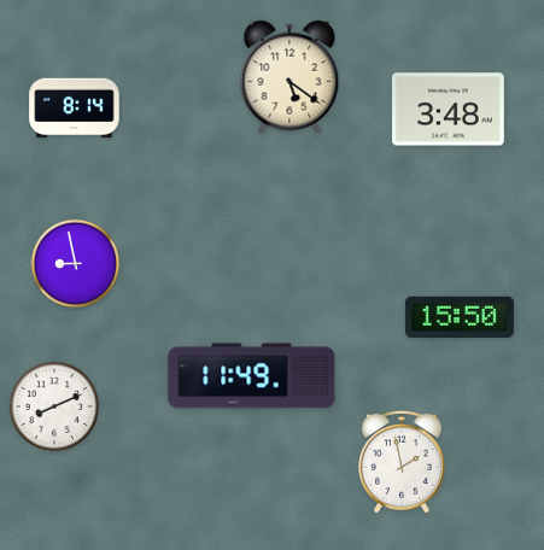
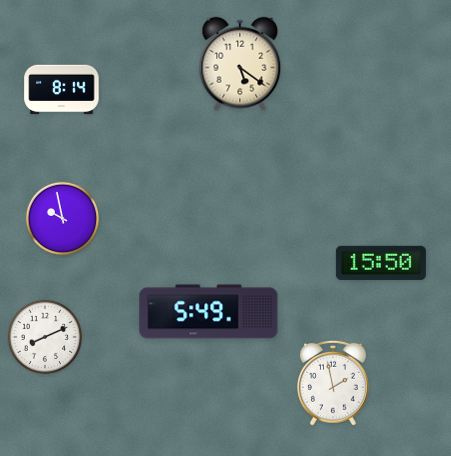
clock at (449, 110): 3:48 -> none
clock at (76, 264): 8:58 -> 9:58
clock at (252, 376): 11:49 -> 5:49
